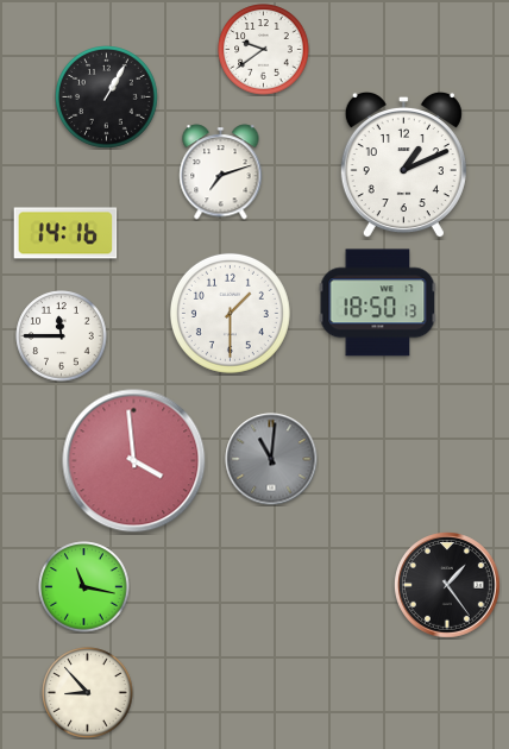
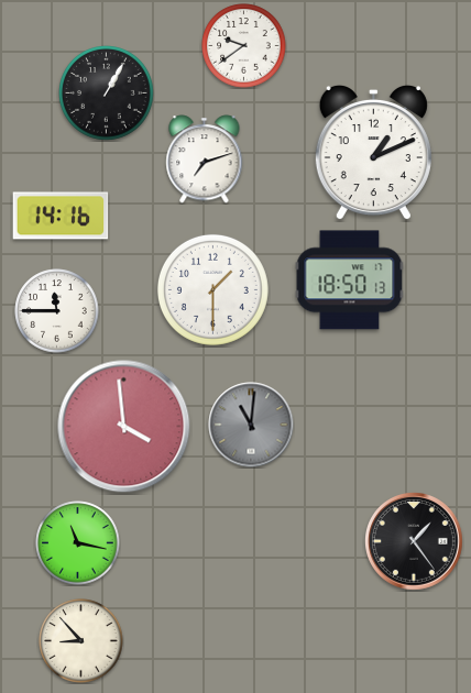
clock at (107, 97) position: (107, 97) -> (107, 94)
